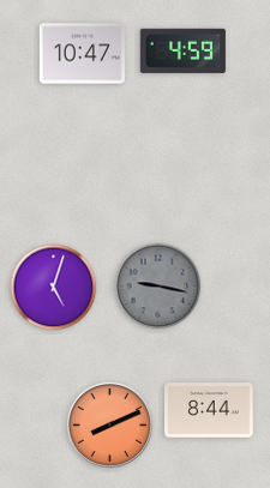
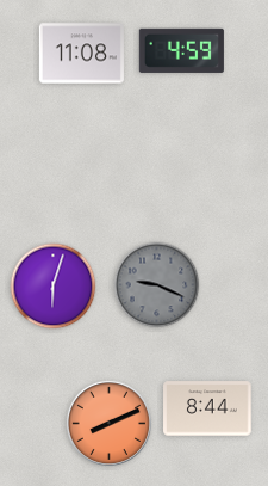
clock at (82, 54): 10:47 -> 11:08
clock at (158, 287): 9:17 -> 9:19
clock at (54, 288): 5:03 -> 6:03
